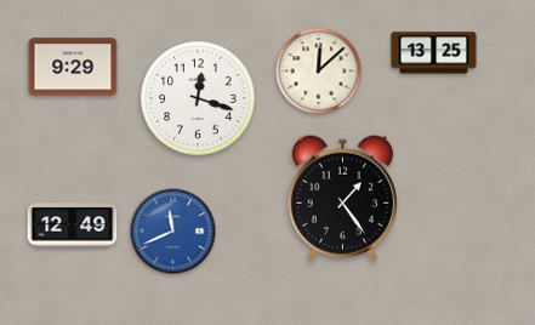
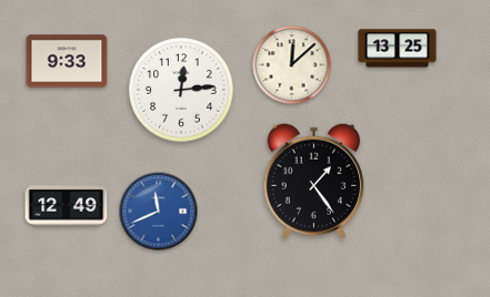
clock at (73, 67): 9:29 -> 9:33
clock at (198, 98): 12:18 -> 12:14
